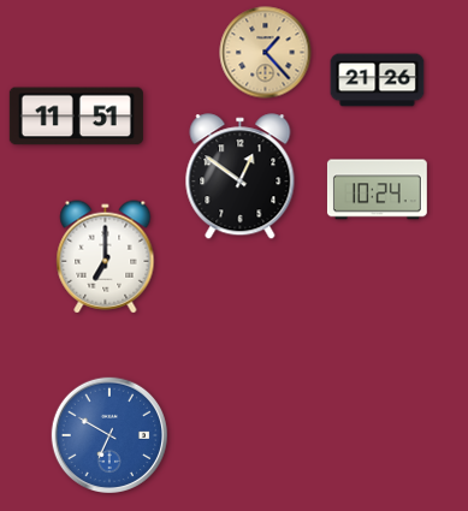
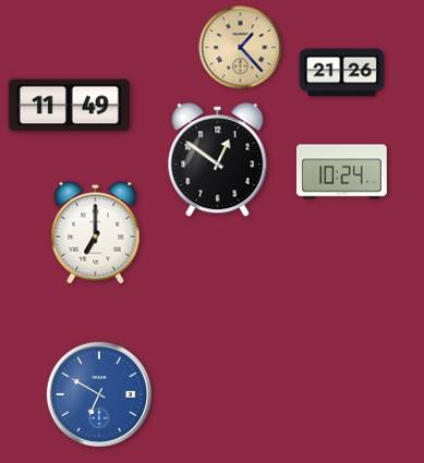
clock at (76, 117): 11:51 -> 11:49
